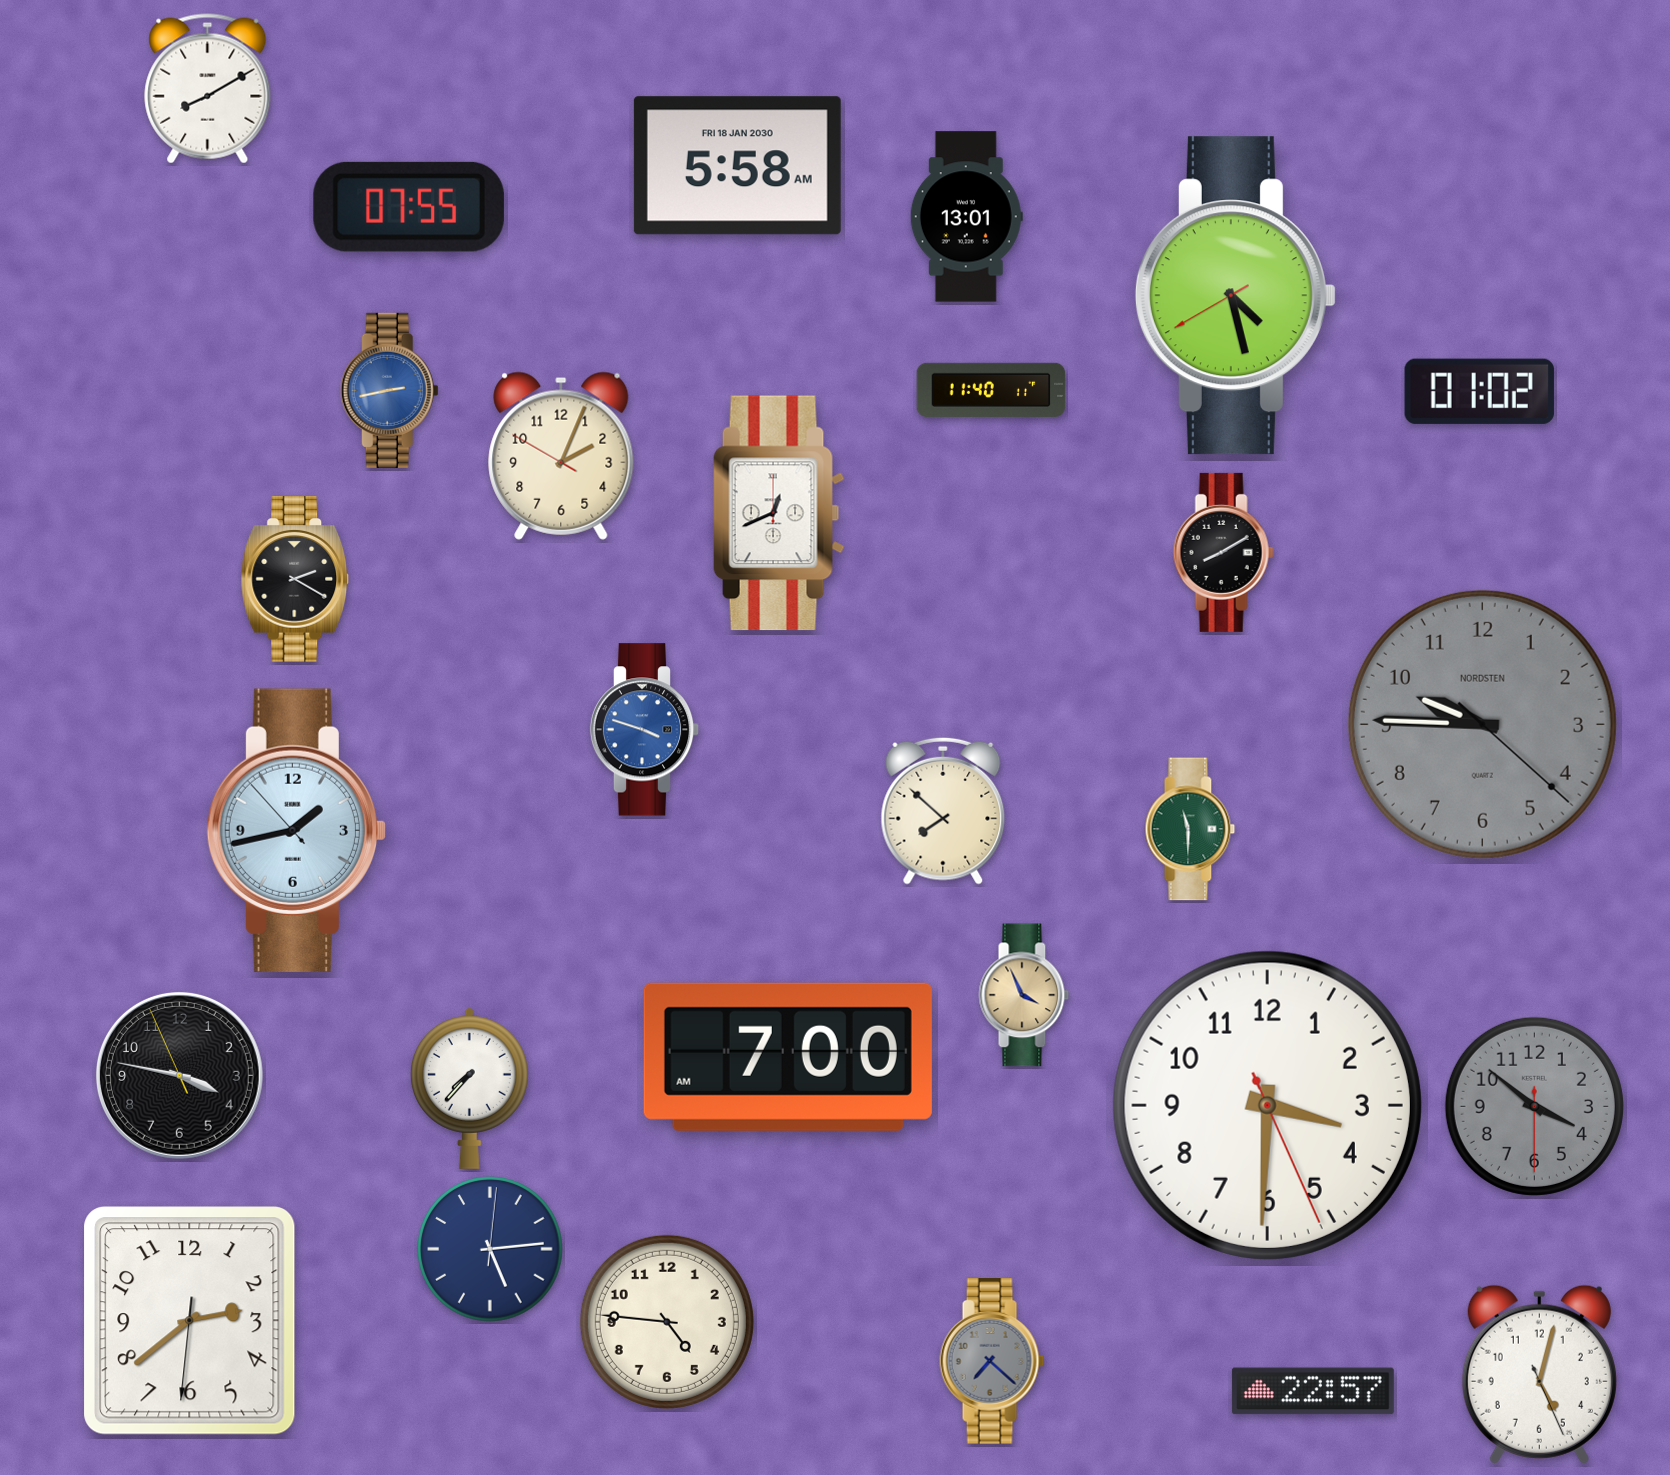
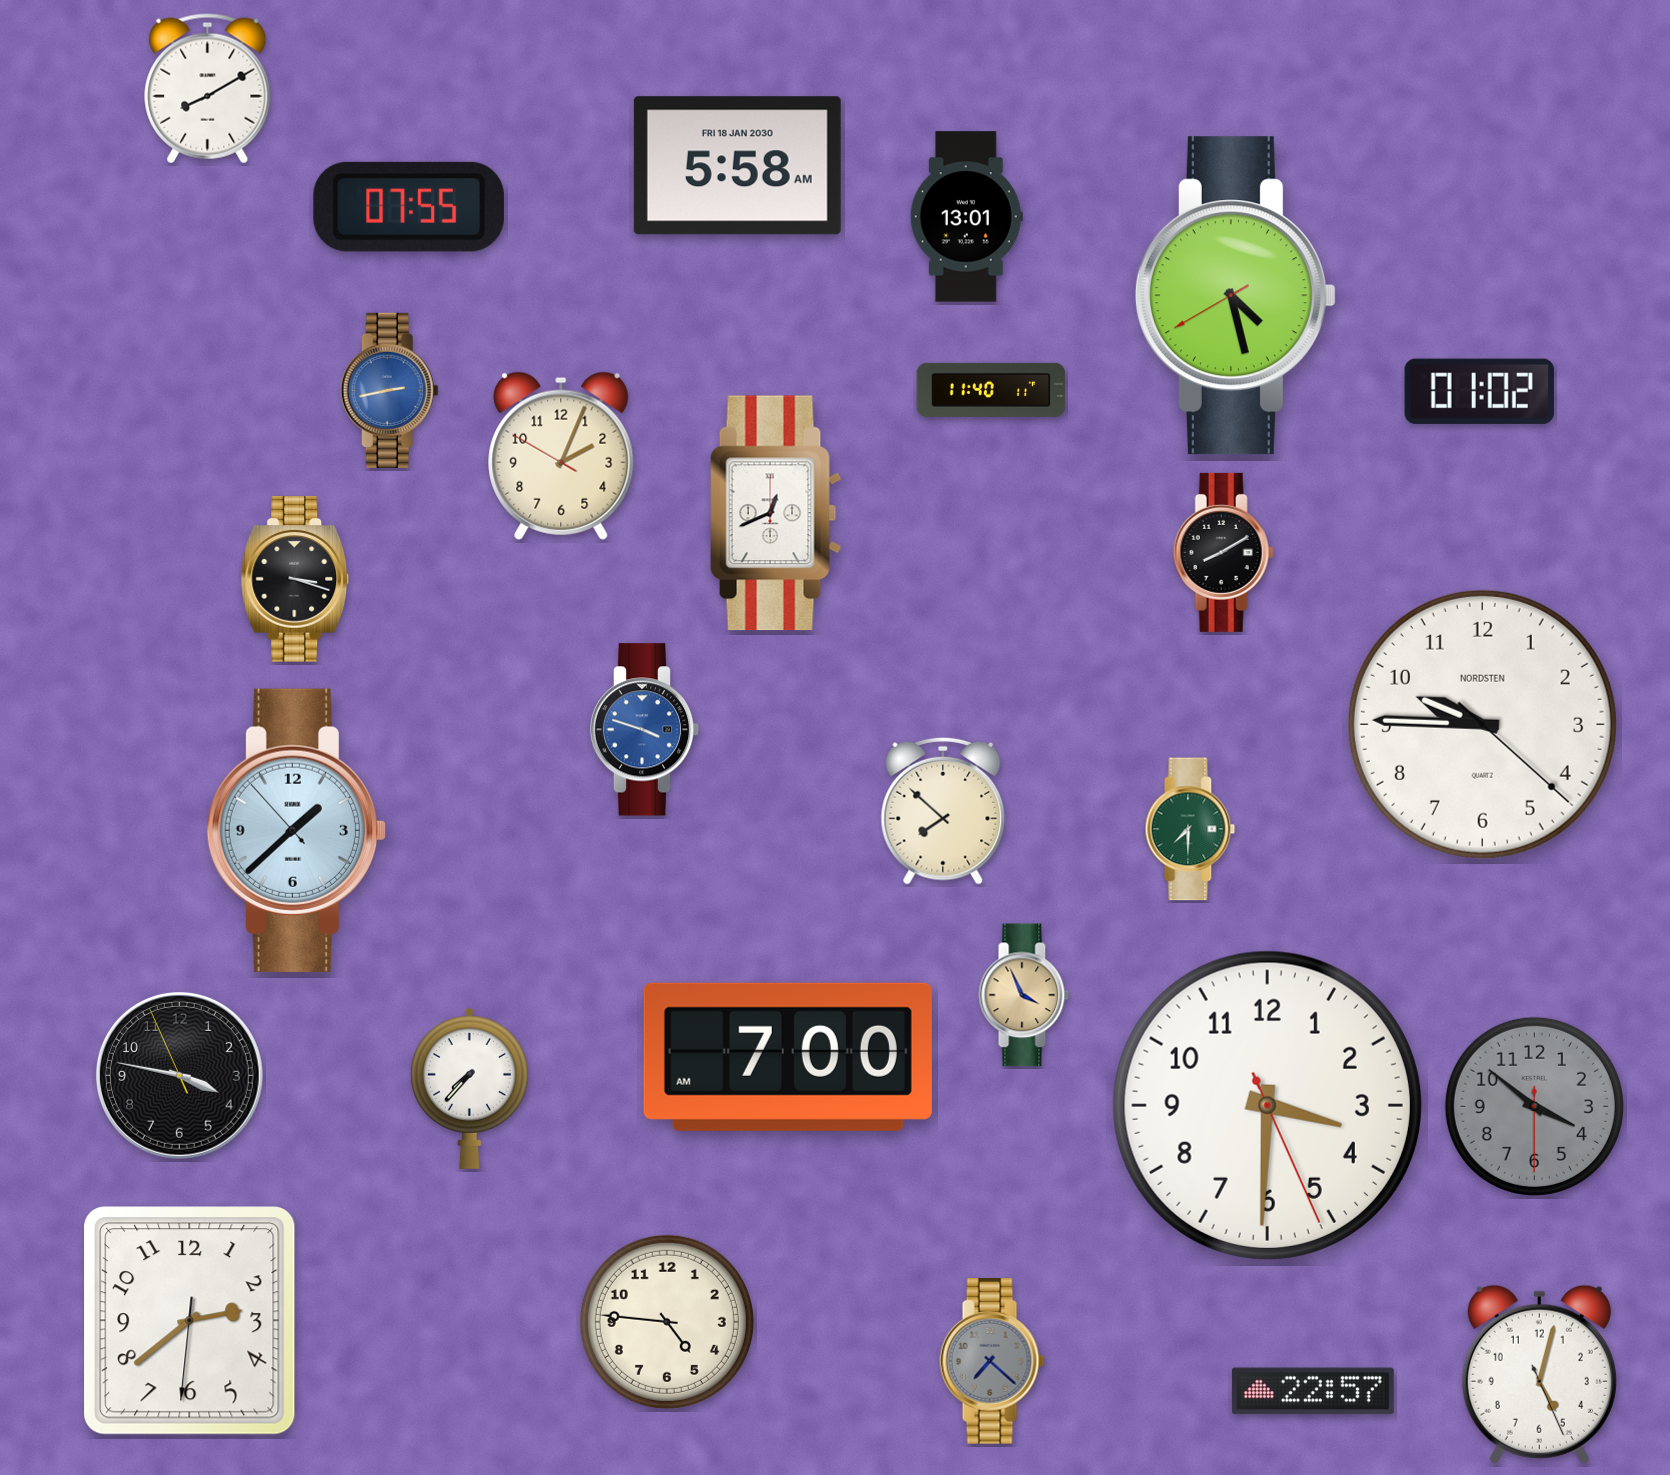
clock at (779, 513) position: (779, 513) -> (776, 513)
clock at (295, 579): 2:20 -> 3:18
clock at (1482, 724) dial: grey -> white
clock at (1190, 829): 11:30 -> 7:30
clock at (296, 830): 1:42 -> 1:37
clock at (490, 1249): 5:14 -> none
